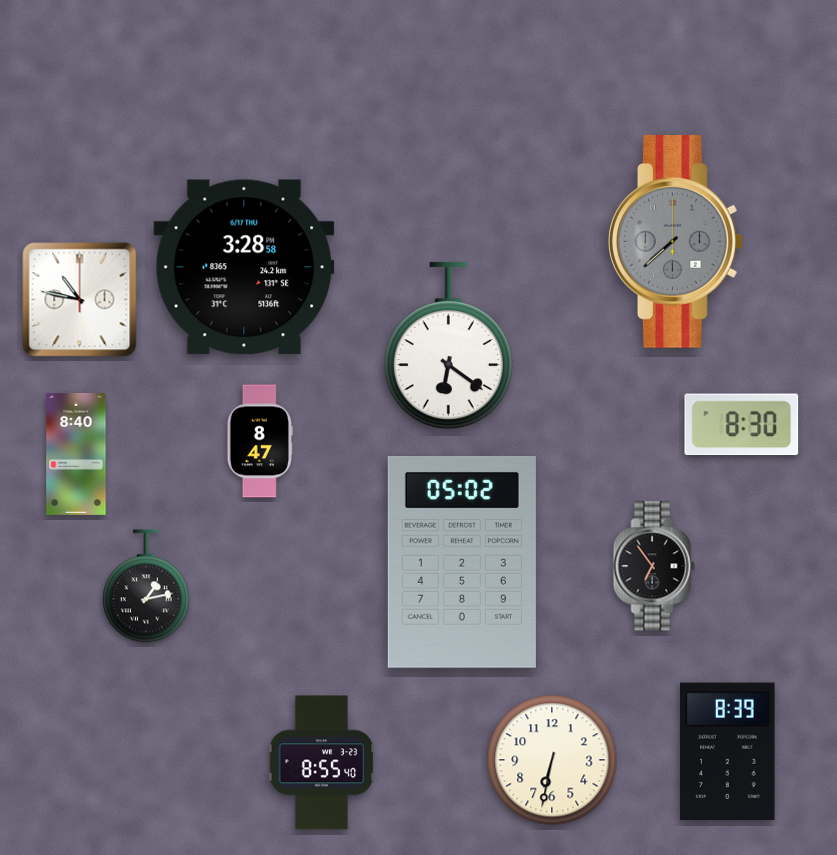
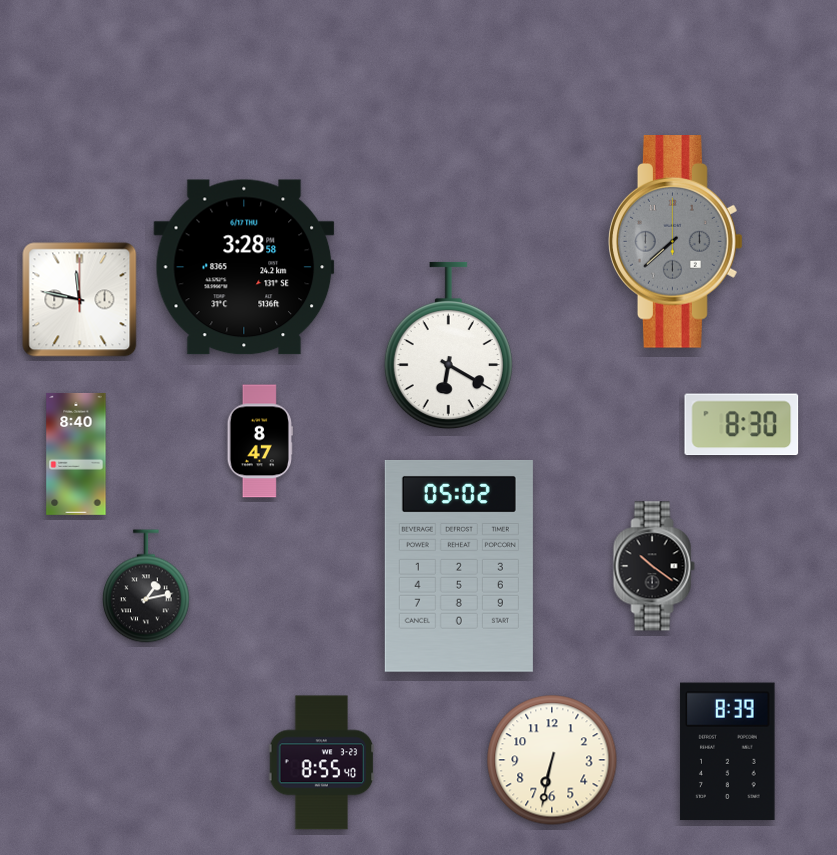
clock at (80, 300): 10:47 -> 11:47
clock at (448, 346): 6:21 -> 6:20
clock at (462, 563) position: (462, 563) -> (459, 567)
clock at (654, 566): 6:54 -> 10:21
